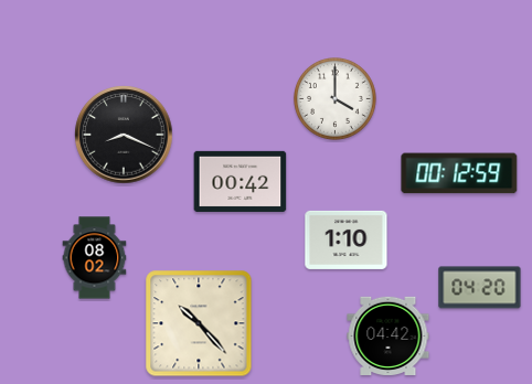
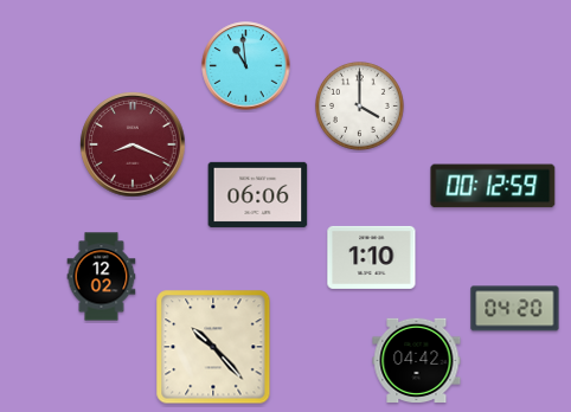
clock at (246, 66): none -> 10:59
clock at (124, 135) dial: black -> burgundy
clock at (241, 181): 00:42 -> 06:06
clock at (95, 258): 08:02 -> 12:02
